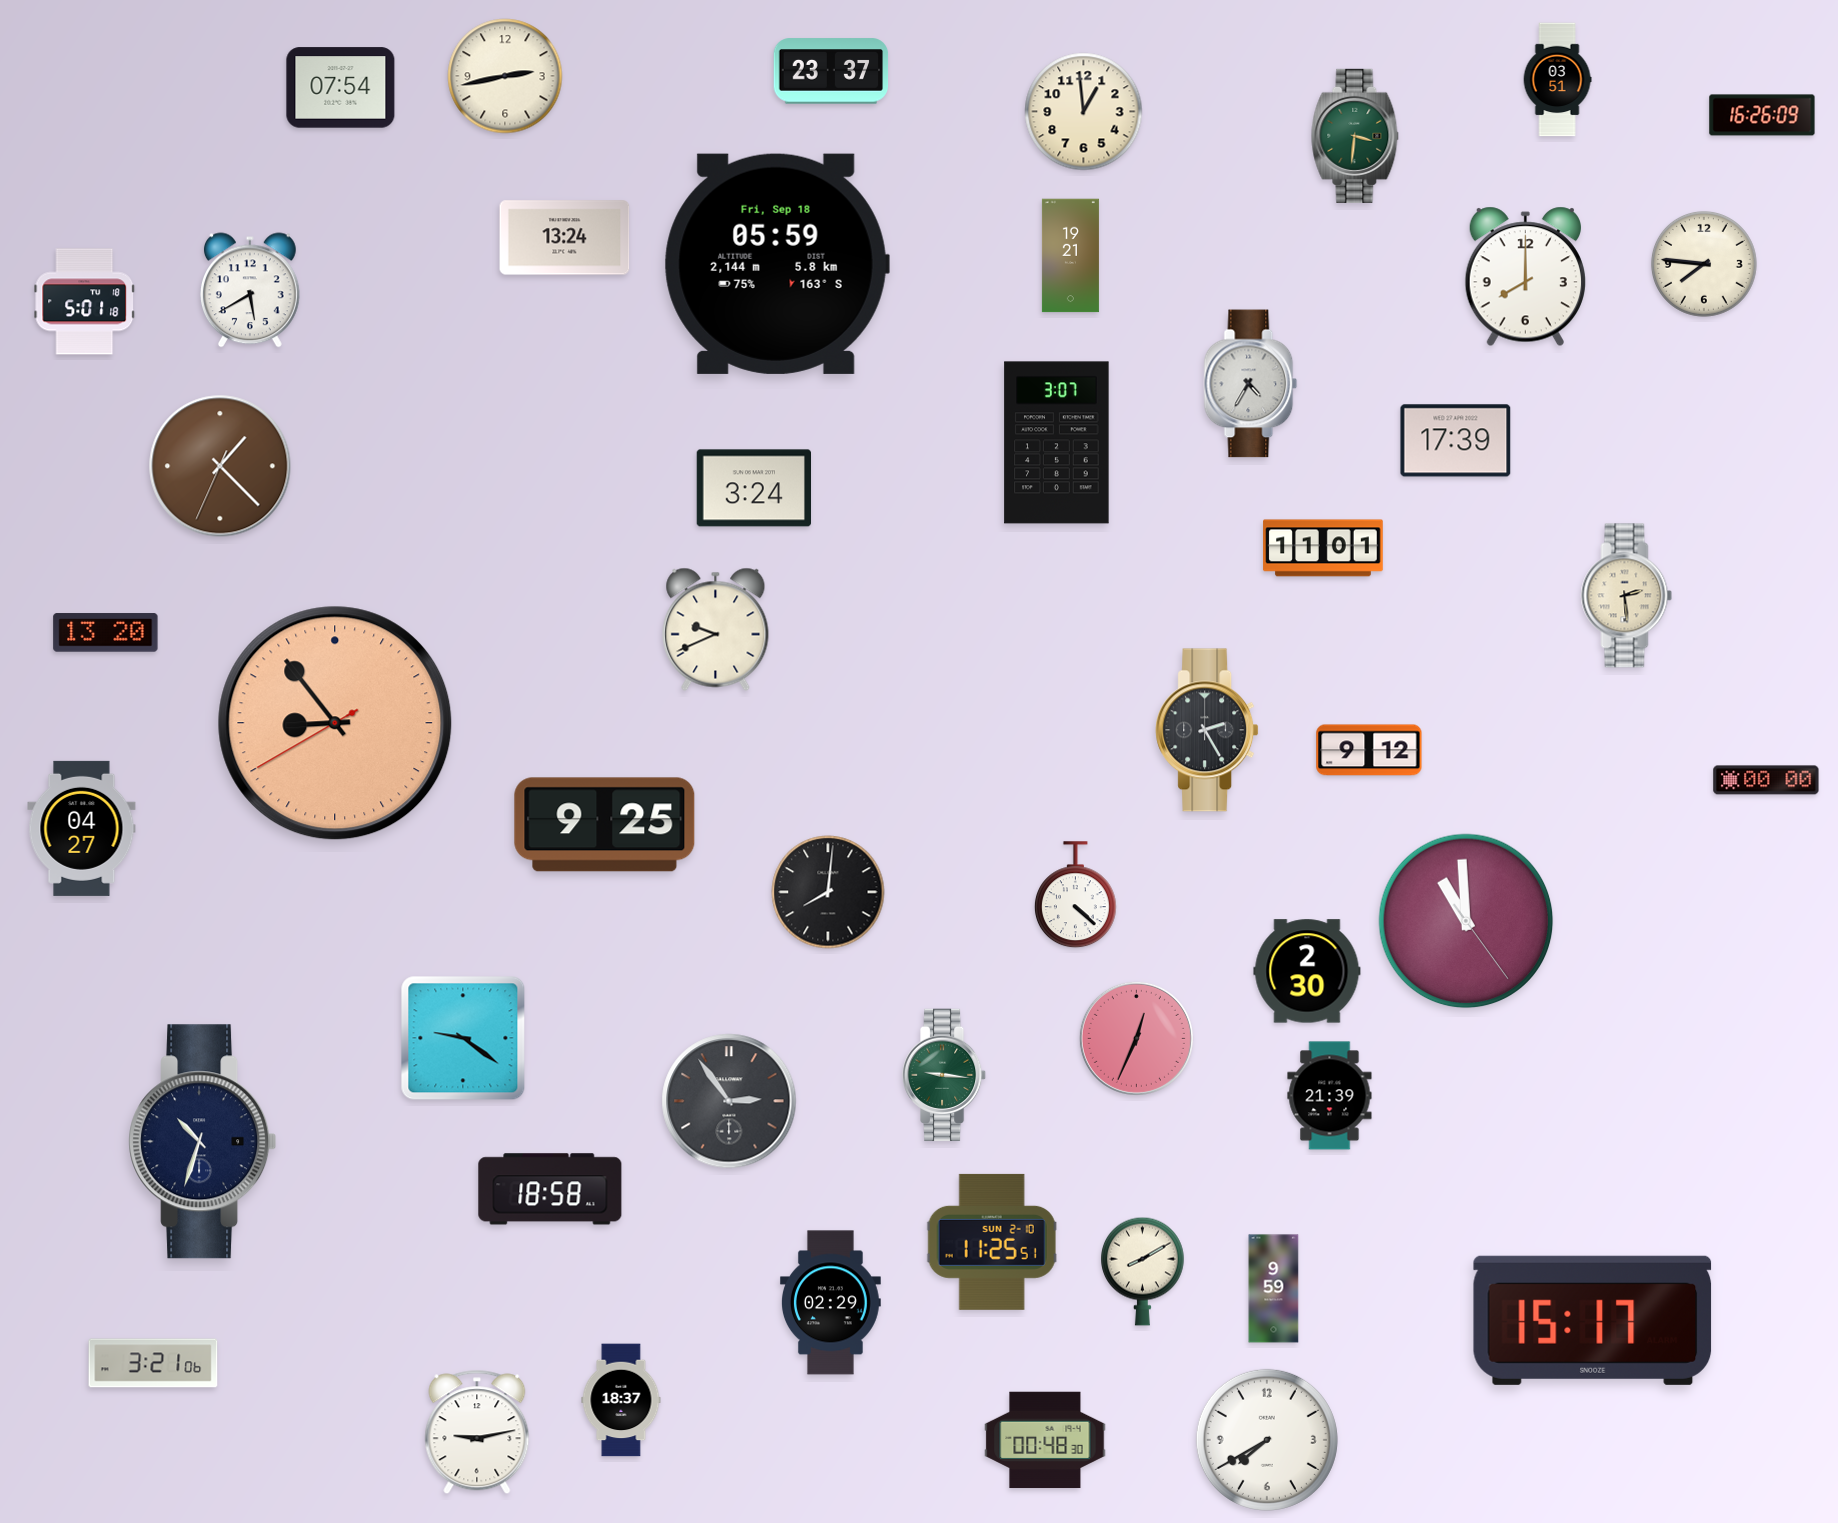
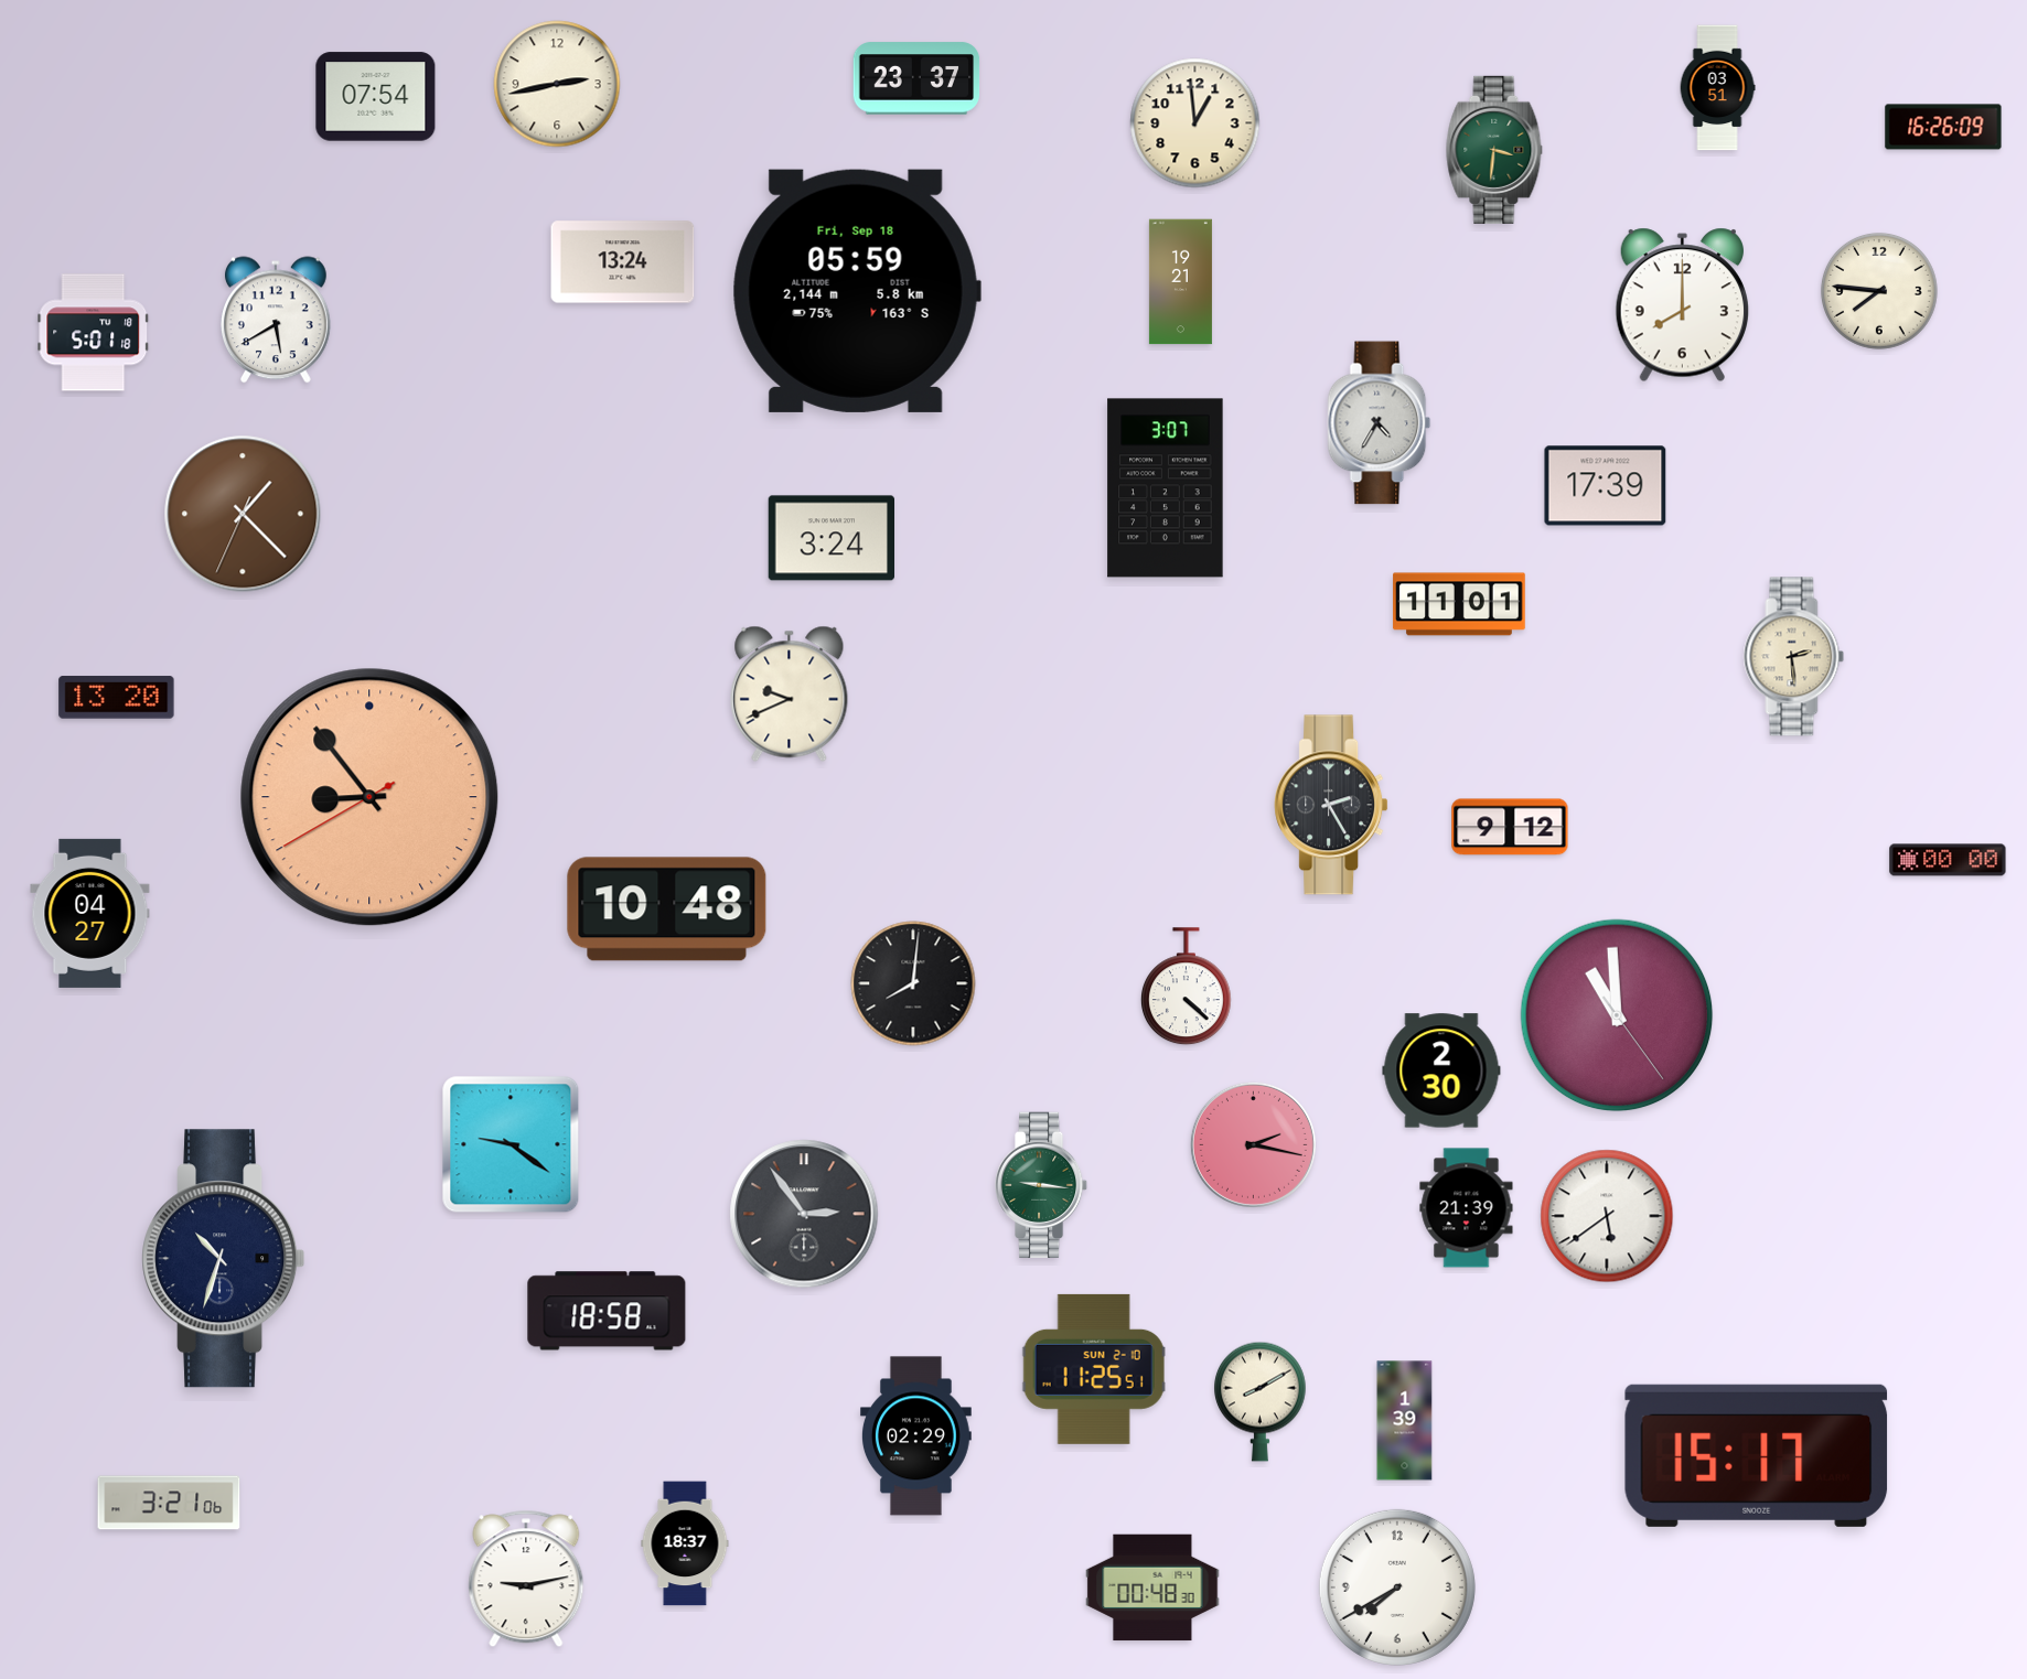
clock at (605, 825): 9:25 -> 10:48
clock at (1136, 1038): 12:34 -> 2:17
clock at (1607, 1216): none -> 5:39
clock at (1274, 1289): 9:59 -> 1:39
